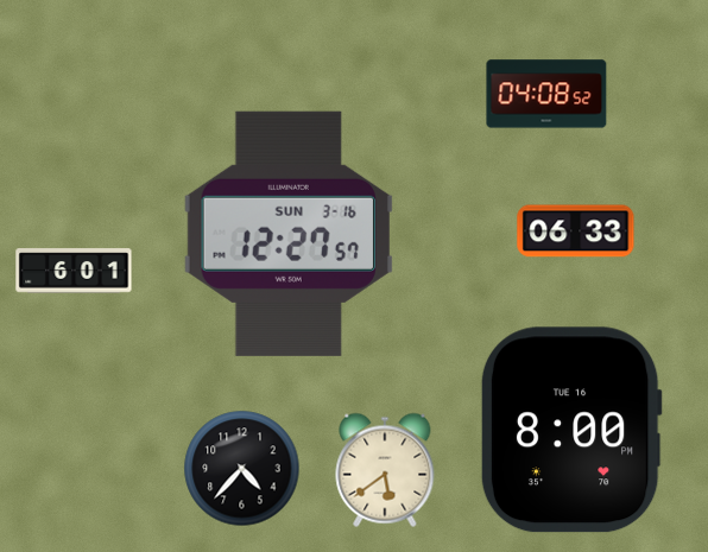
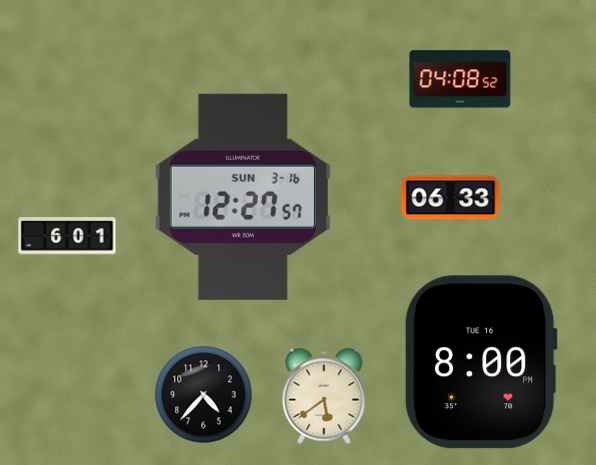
clock at (576, 231) position: (576, 231) -> (451, 198)
clock at (74, 271) position: (74, 271) -> (67, 236)
